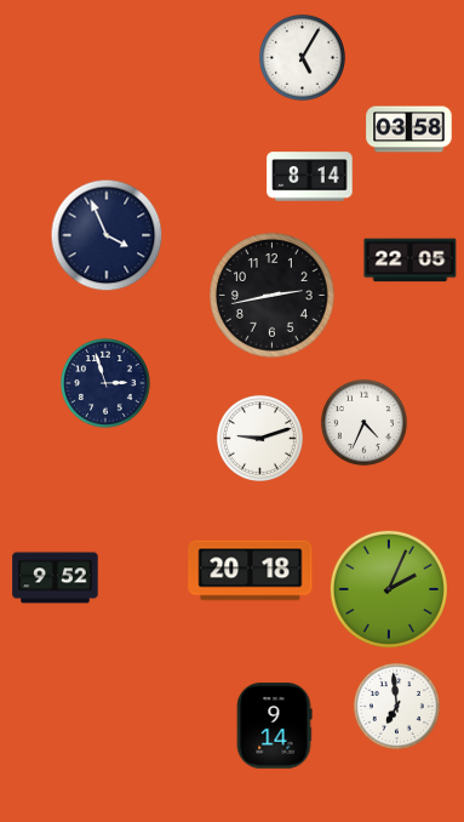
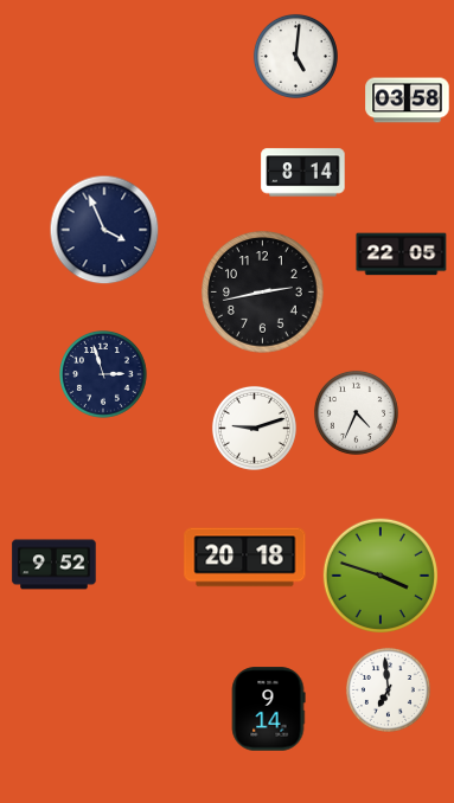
clock at (302, 57): 5:05 -> 5:01
clock at (409, 130) position: (409, 130) -> (408, 101)
clock at (273, 296) position: (273, 296) -> (263, 293)
clock at (388, 588): 2:04 -> 3:48
